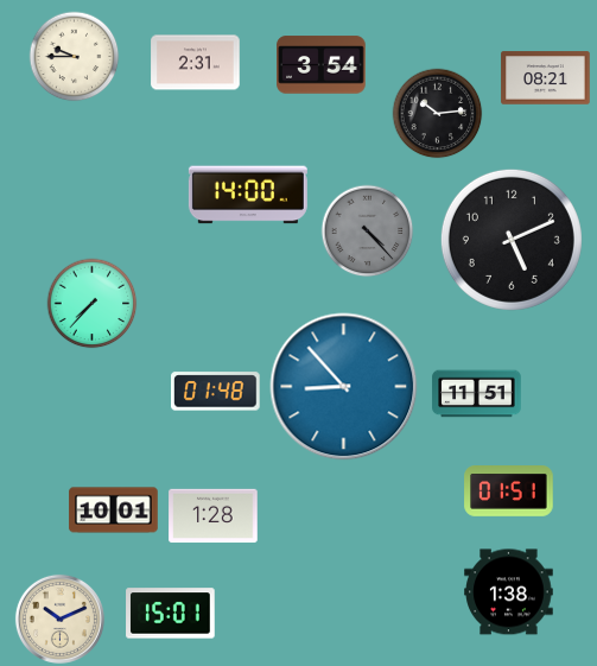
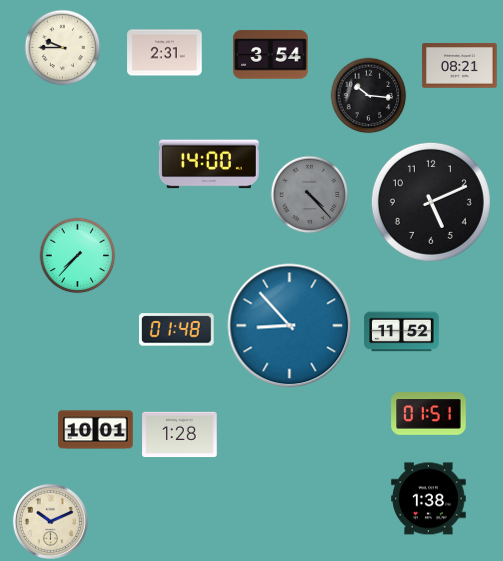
clock at (438, 114): 10:14 -> 10:16
clock at (216, 392) position: (216, 392) -> (177, 330)
clock at (477, 394): 11:51 -> 11:52
clock at (171, 614): 15:01 -> none
